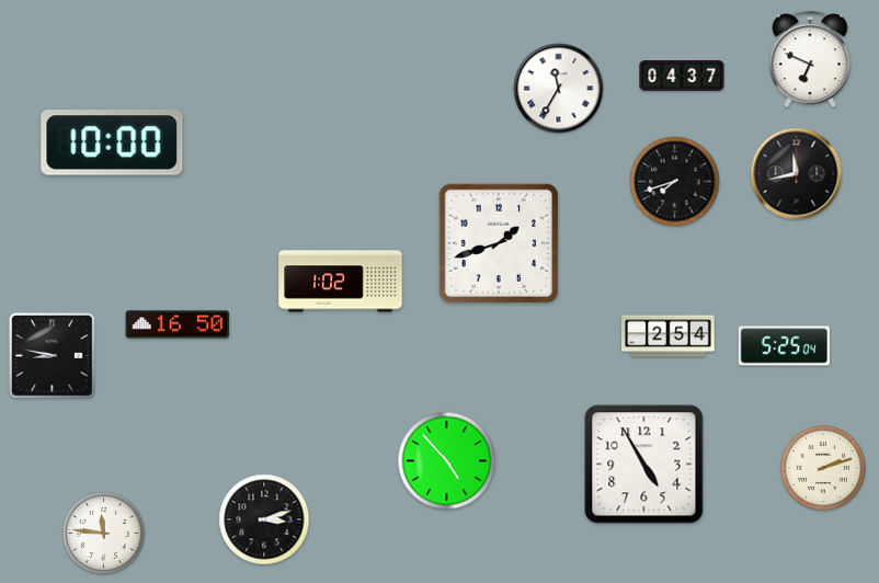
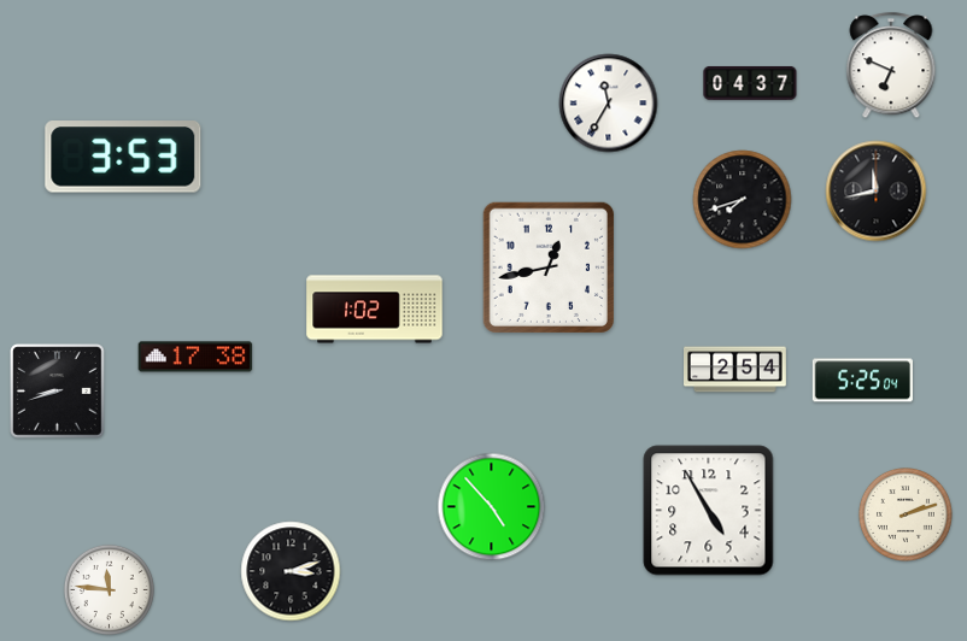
clock at (559, 89) position: (559, 89) -> (609, 104)
clock at (112, 142): 10:00 -> 3:53
clock at (499, 243): 1:42 -> 12:43
clock at (178, 324): 16:50 -> 17:38
clock at (53, 356): 8:47 -> 8:42
clock at (103, 533) position: (103, 533) -> (109, 589)
